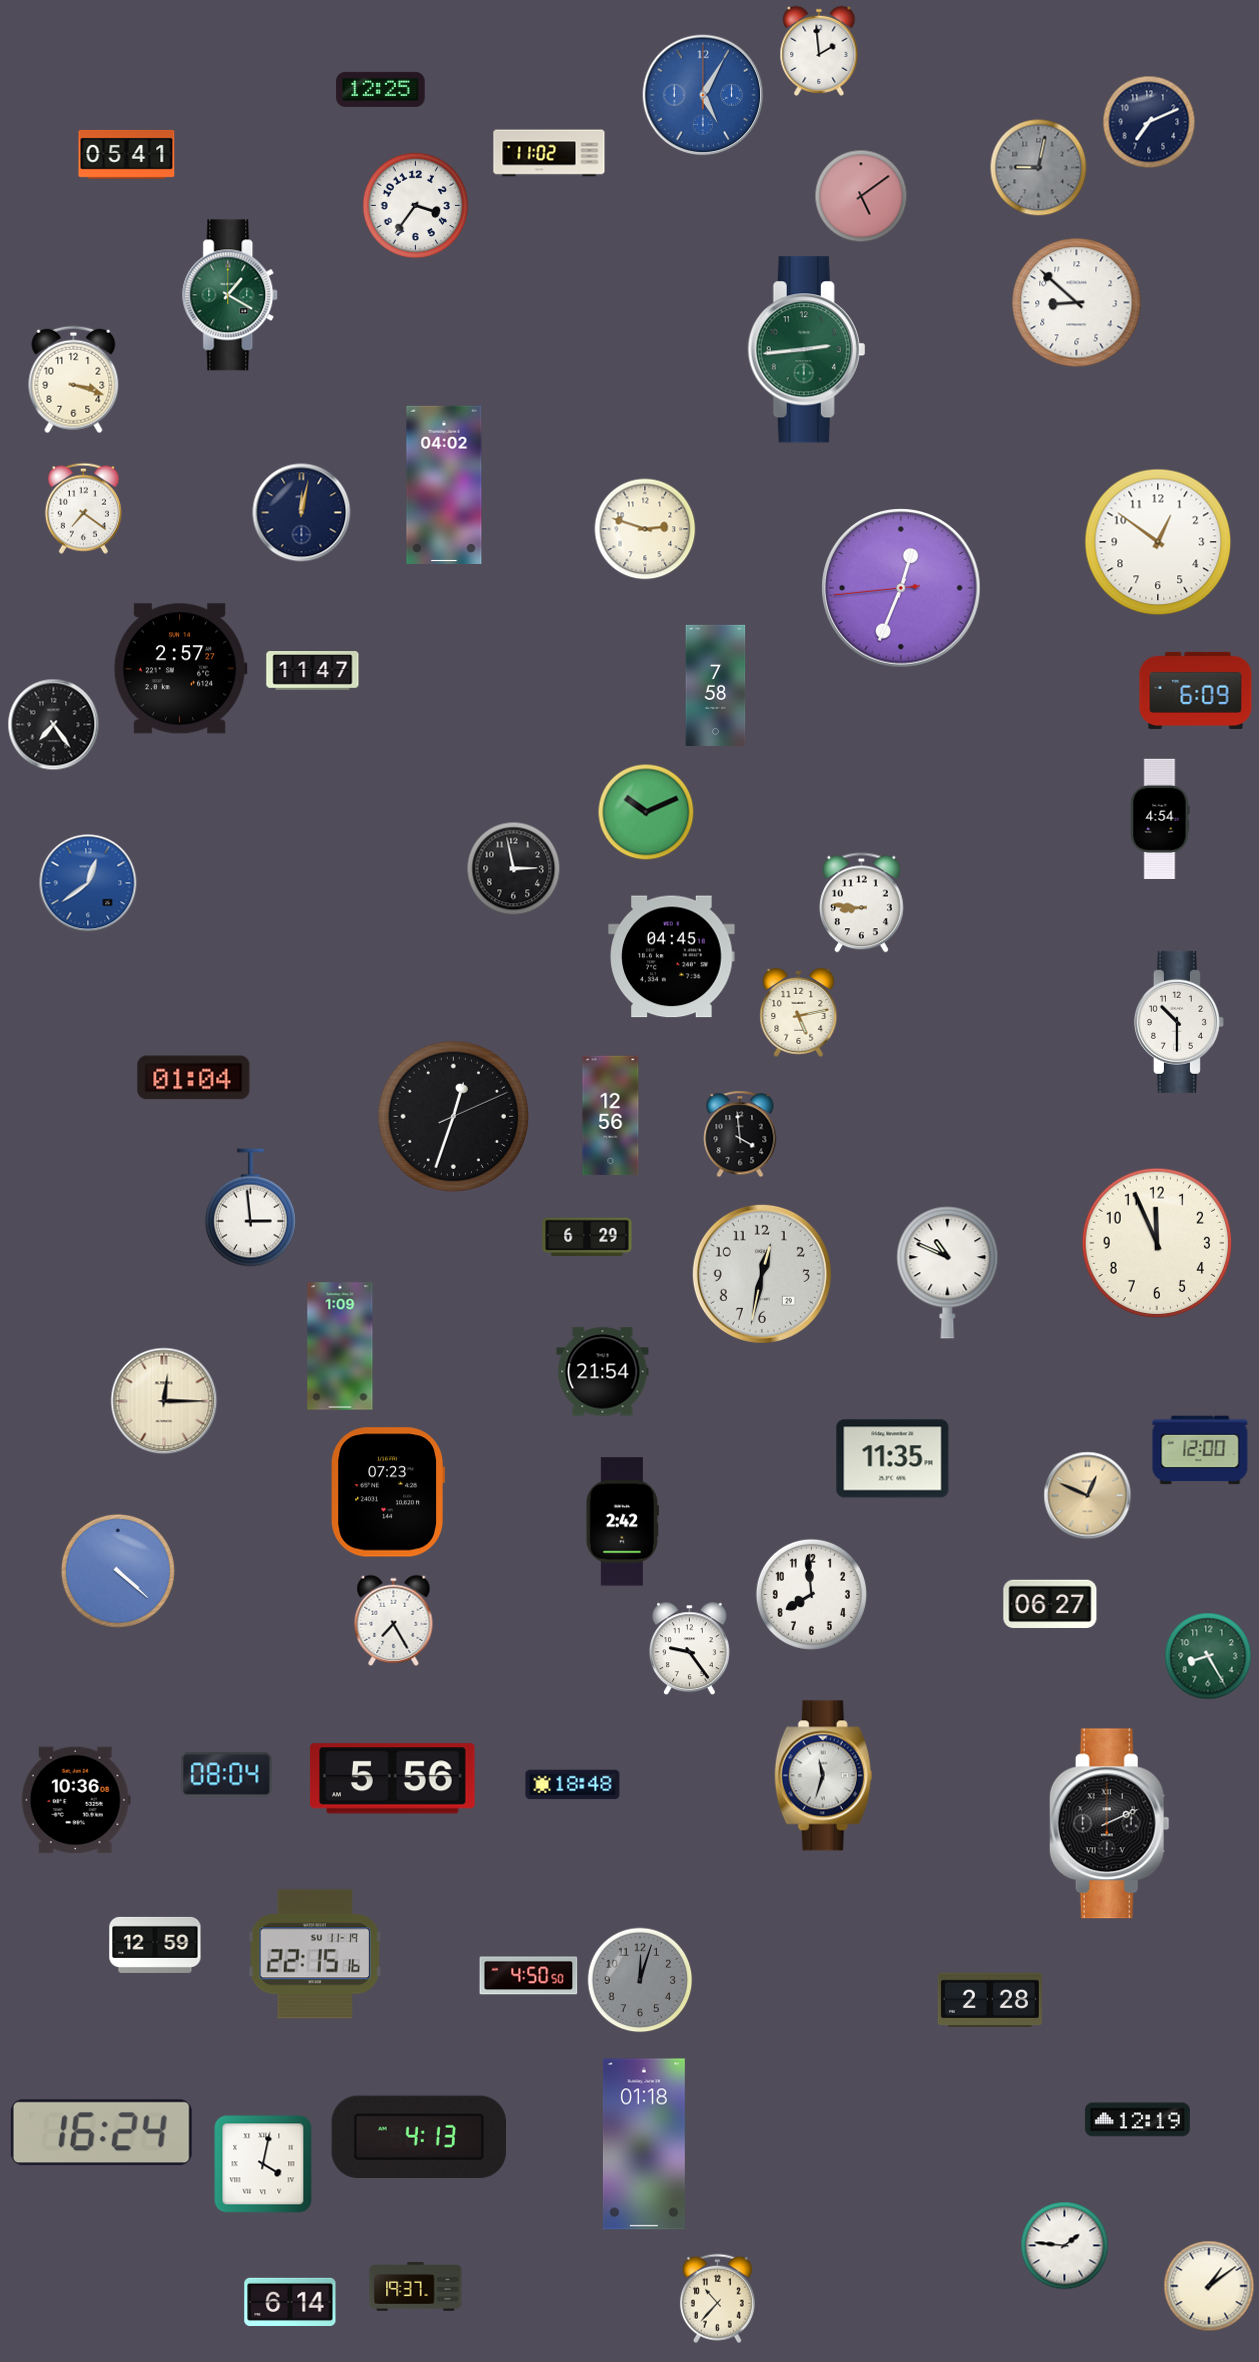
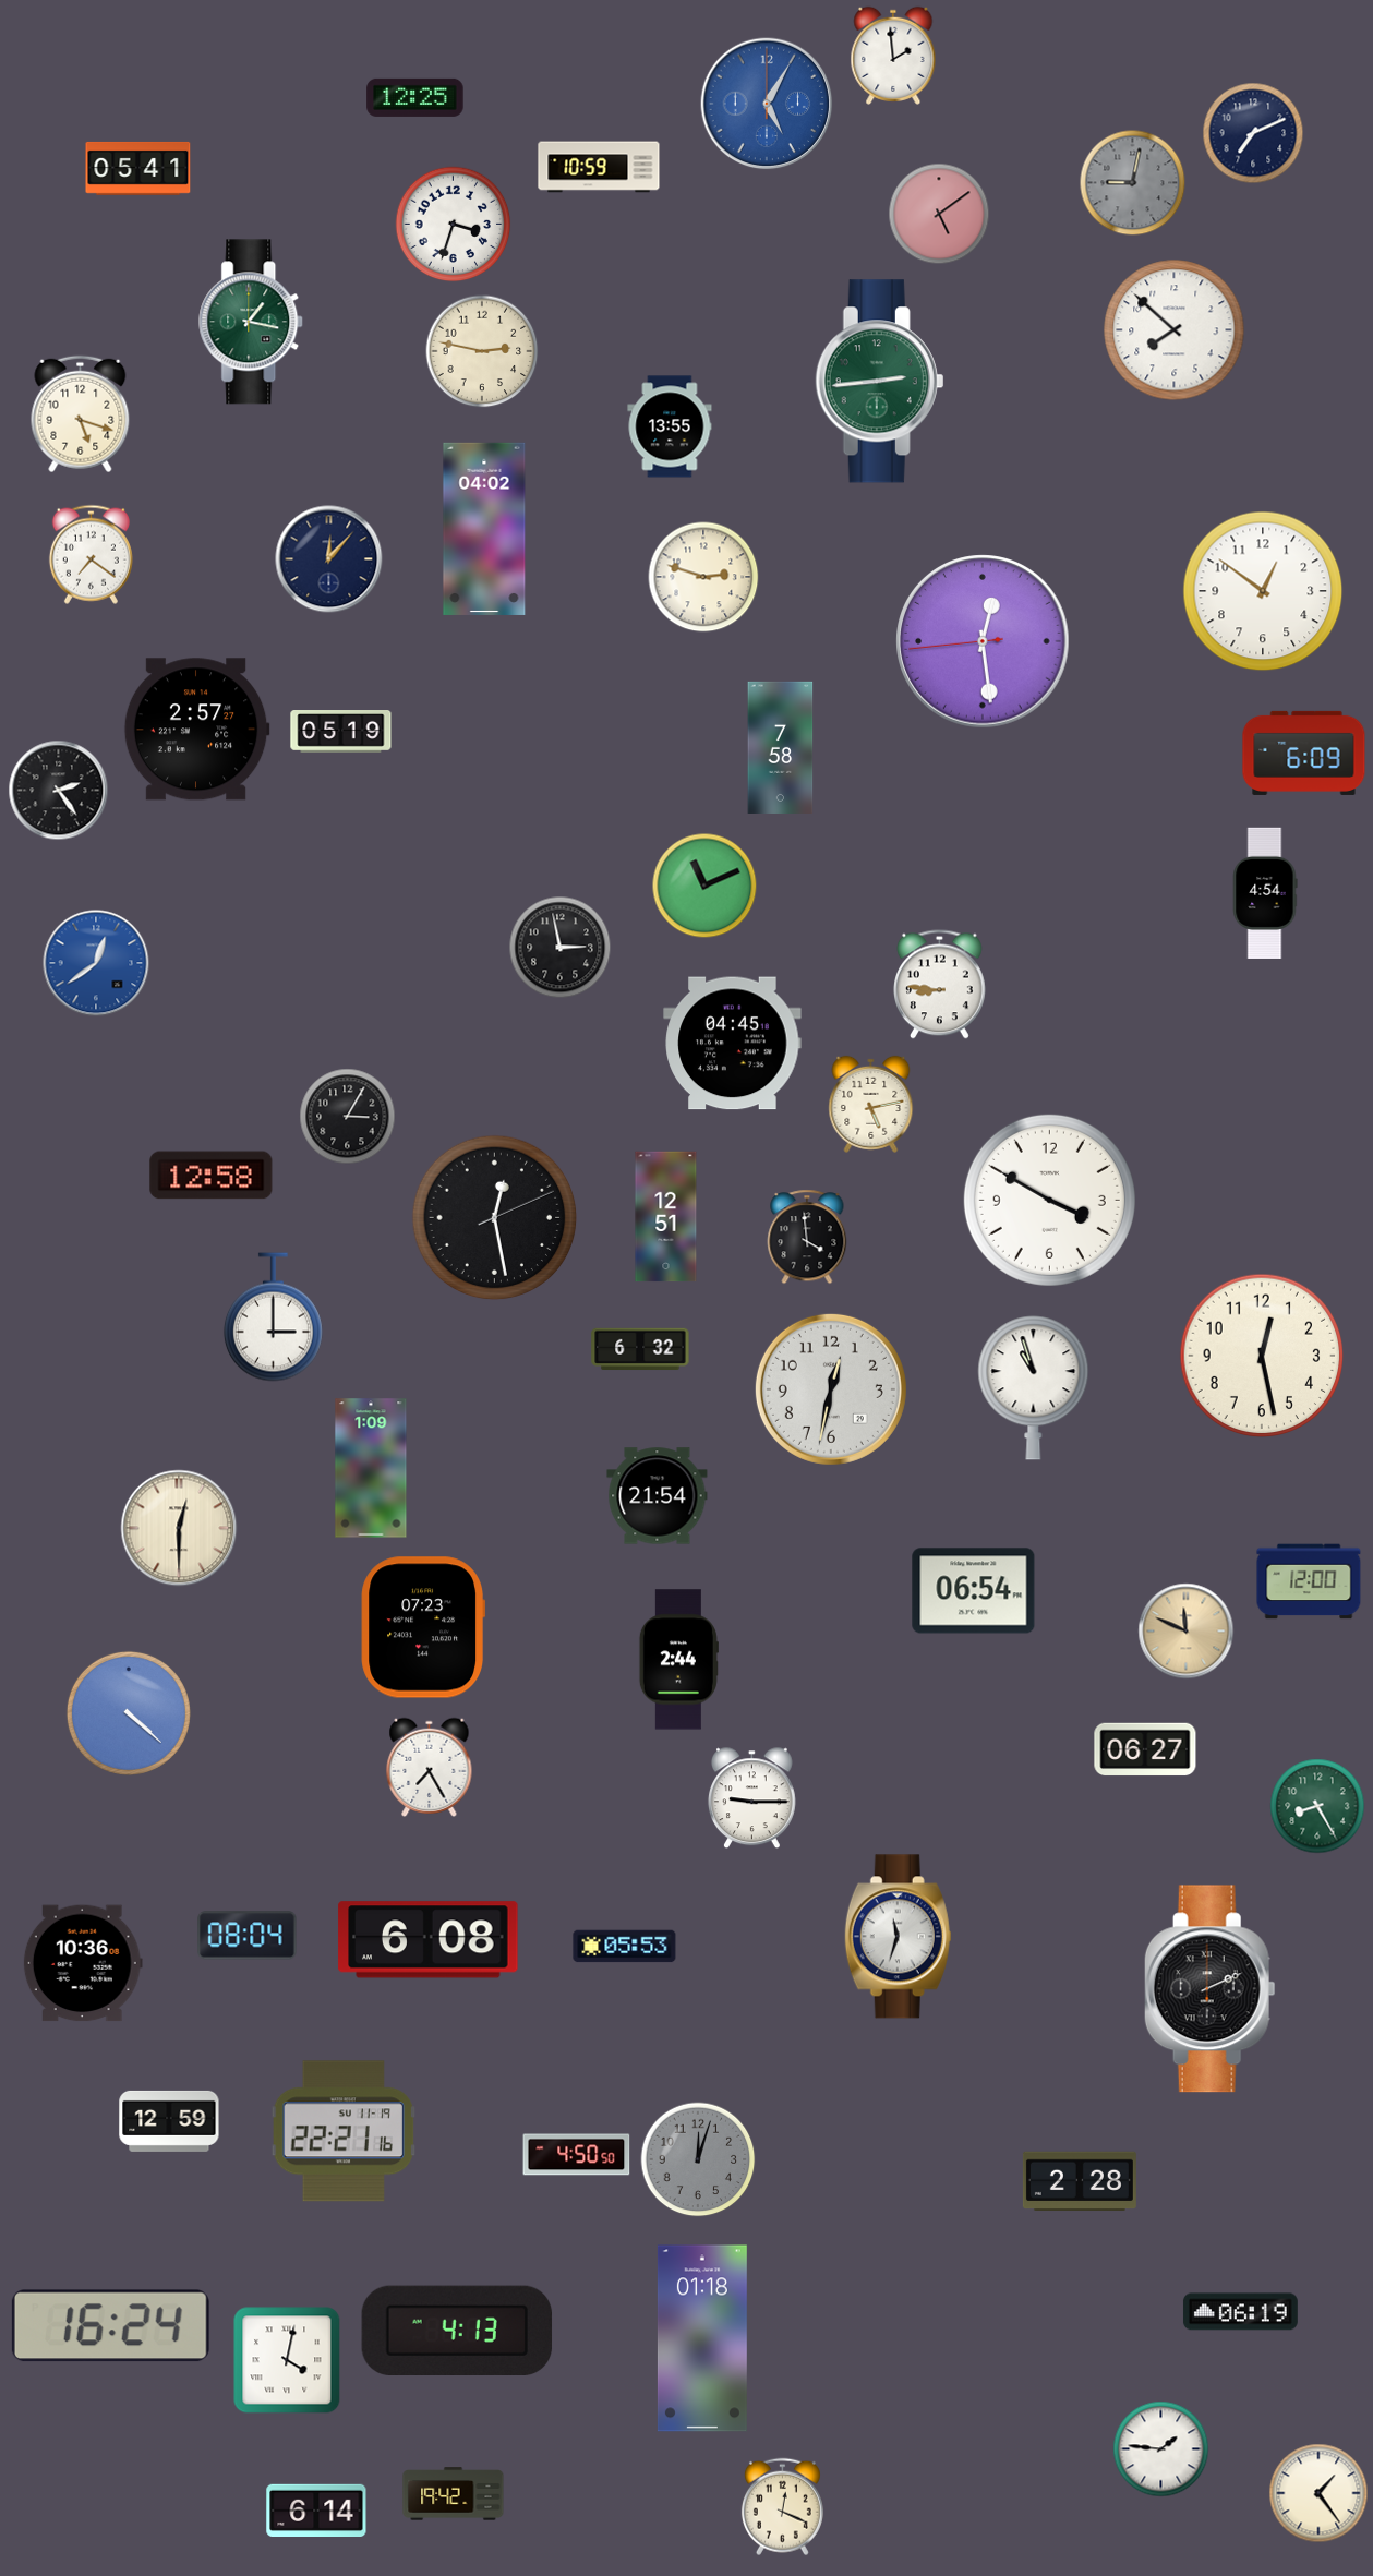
clock at (549, 153): 11:02 -> 10:59
clock at (416, 206): 3:36 -> 3:33
clock at (231, 295): 1:20 -> 1:17
clock at (1077, 303): 8:52 -> 7:52
clock at (482, 351): none -> 2:47
clock at (74, 380): 3:18 -> 5:18
clock at (670, 426): none -> 13:55
clock at (302, 513): 12:02 -> 12:07
clock at (901, 588): 12:33 -> 12:28
clock at (313, 671): 11:47 -> 05:19
clock at (54, 725): 7:24 -> 2:24
clock at (646, 812): 10:11 -> 11:11
clock at (1179, 1022): 10:30 -> none
clock at (348, 1117): none -> 3:05
clock at (194, 1078): 01:04 -> 12:58
clock at (1049, 1200): none -> 3:50
clock at (611, 1116): 12:56 -> 12:51
clock at (454, 1117): 12:33 -> 12:28
clock at (250, 1208): 2:59 -> 3:00
clock at (587, 1237): 6:29 -> 6:32
clock at (1157, 1243): 11:56 -> 12:28
clock at (948, 1273): 10:49 -> 10:57
clock at (164, 1401): 12:15 -> 12:30
clock at (893, 1459): 11:35 -> 06:54
clock at (1088, 1496): 12:49 -> 11:49
clock at (622, 1522): 2:42 -> 2:44
clock at (811, 1594): 7:59 -> none
clock at (689, 1649): 9:24 -> 9:15
clock at (393, 1779): 5:56 -> 6:08
clock at (573, 1785): 18:48 -> 05:53
clock at (315, 1954): 22:15 -> 22:21
clock at (1137, 2120): 12:19 -> 06:19
clock at (1209, 2286): 1:09 -> 1:24
clock at (416, 2287): 19:37 -> 19:42
clock at (717, 2299): 10:37 -> 12:19
